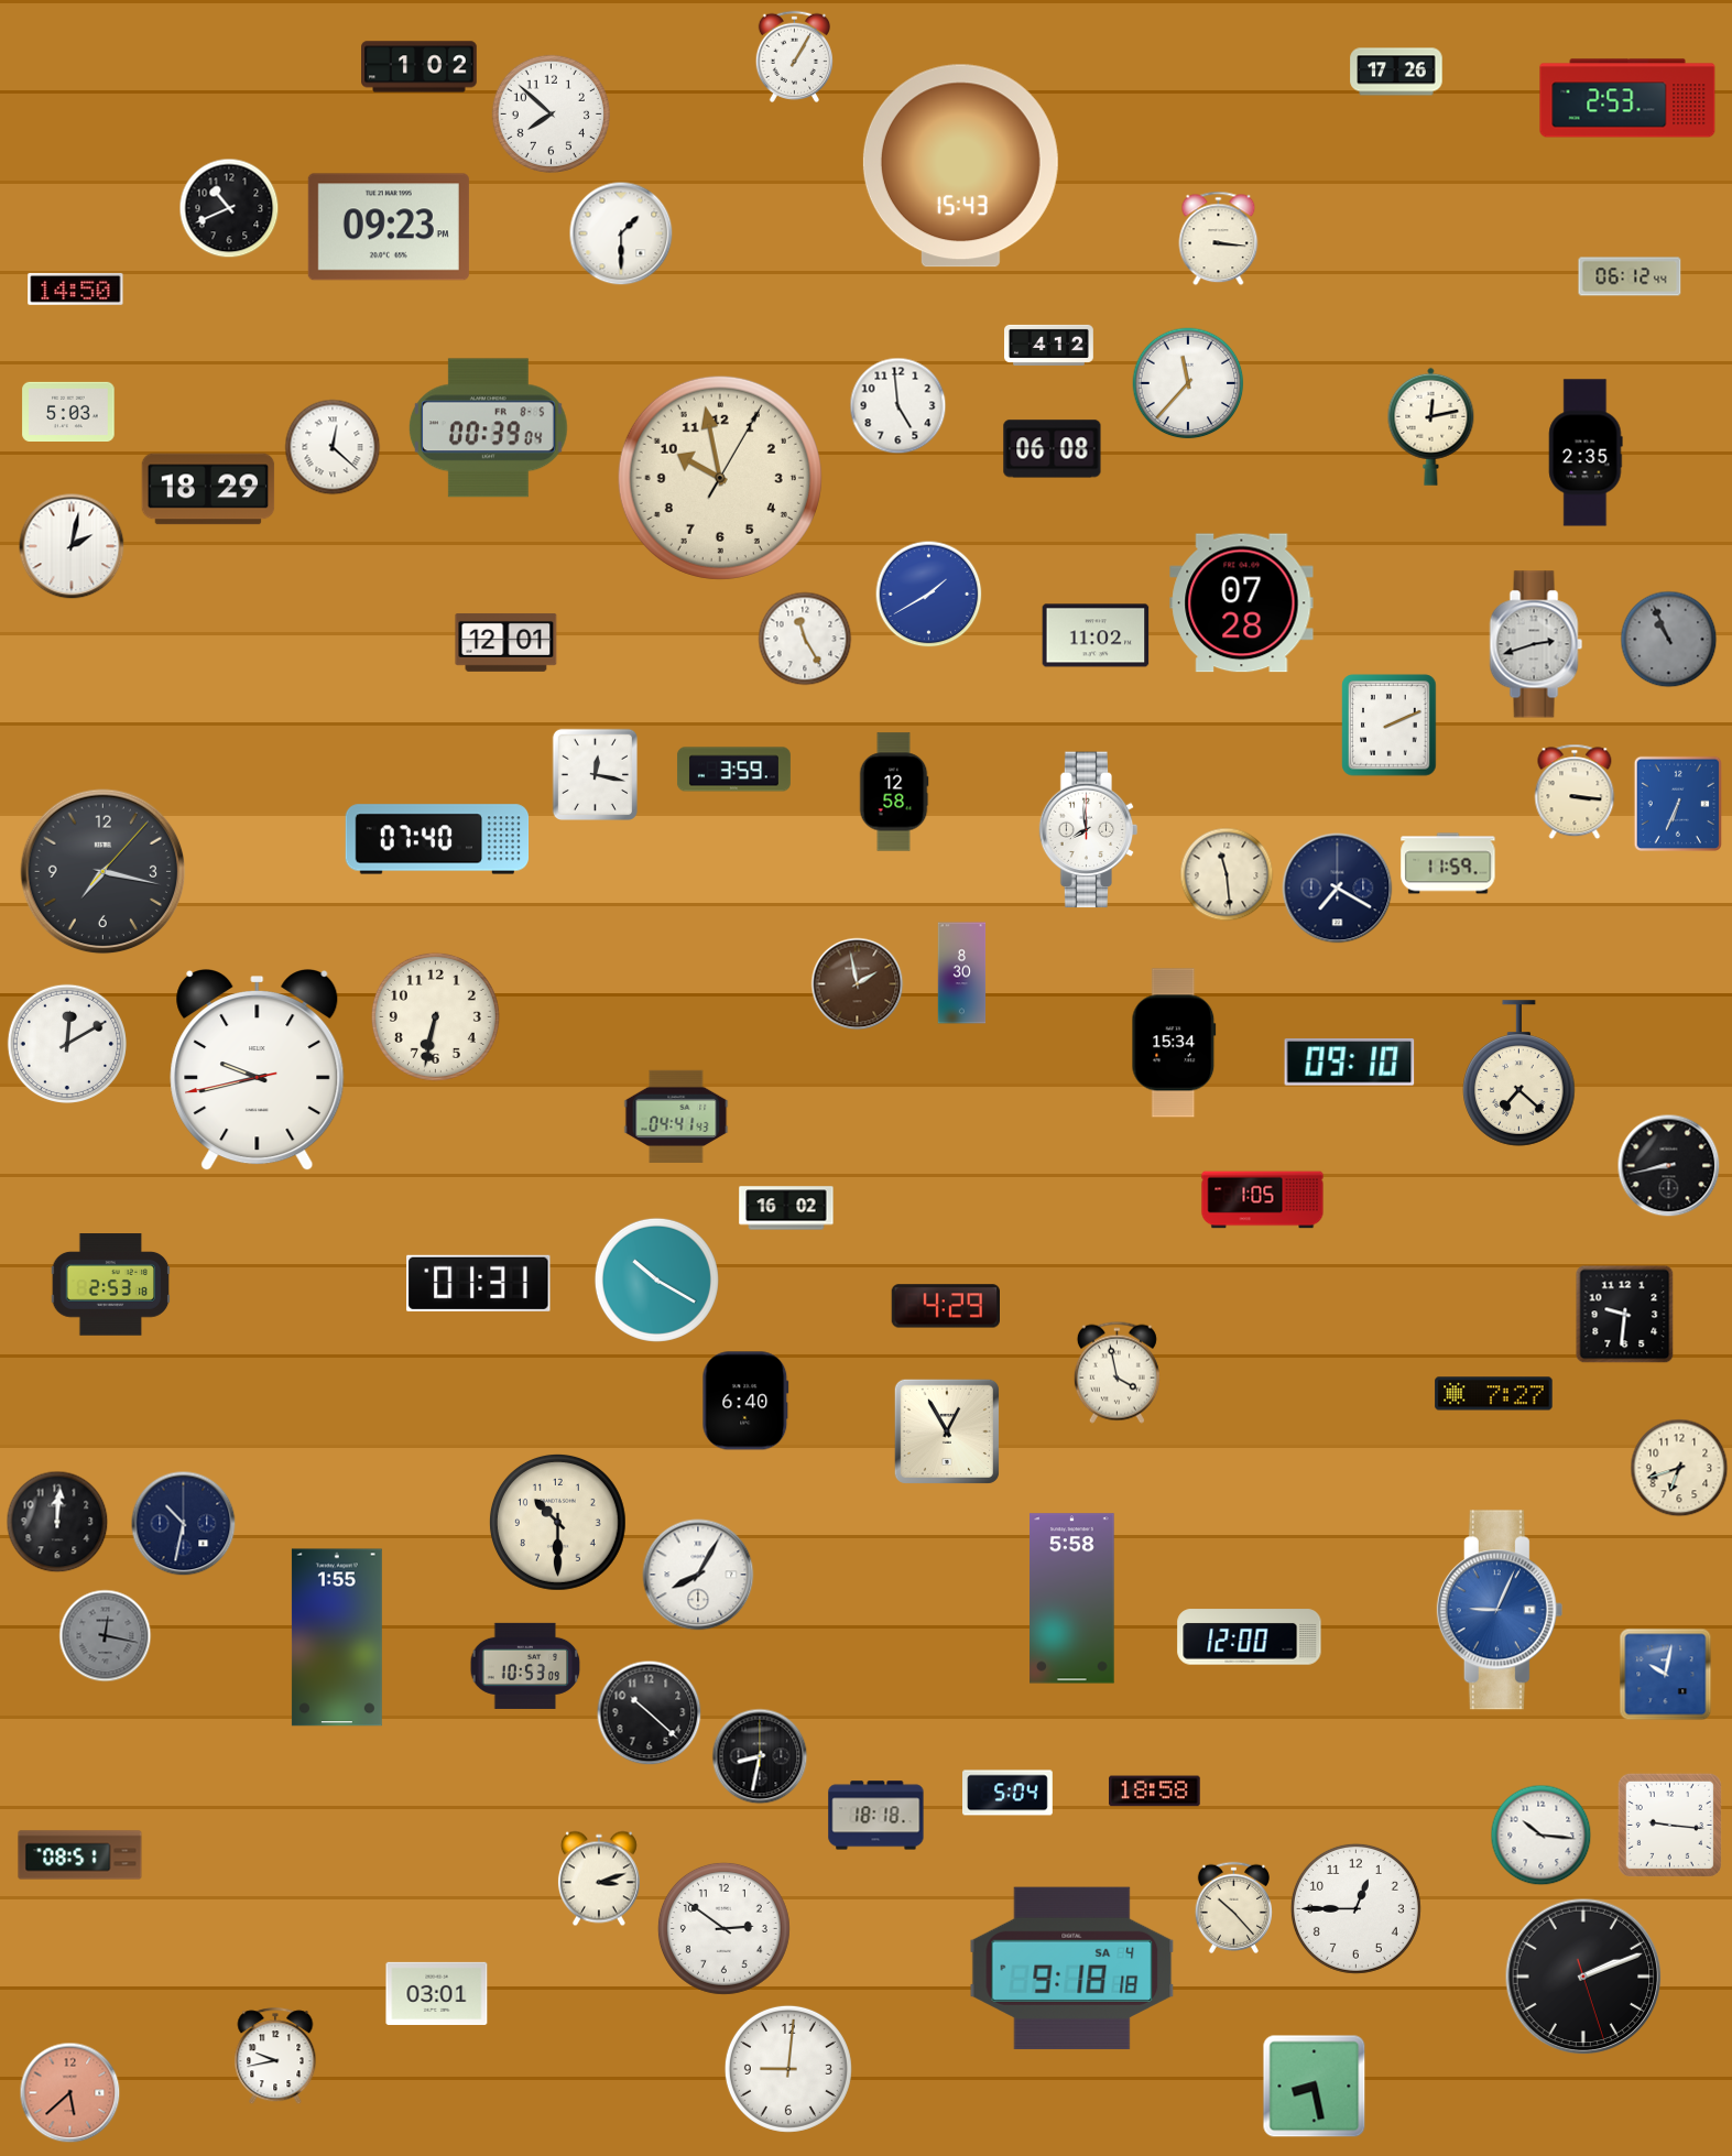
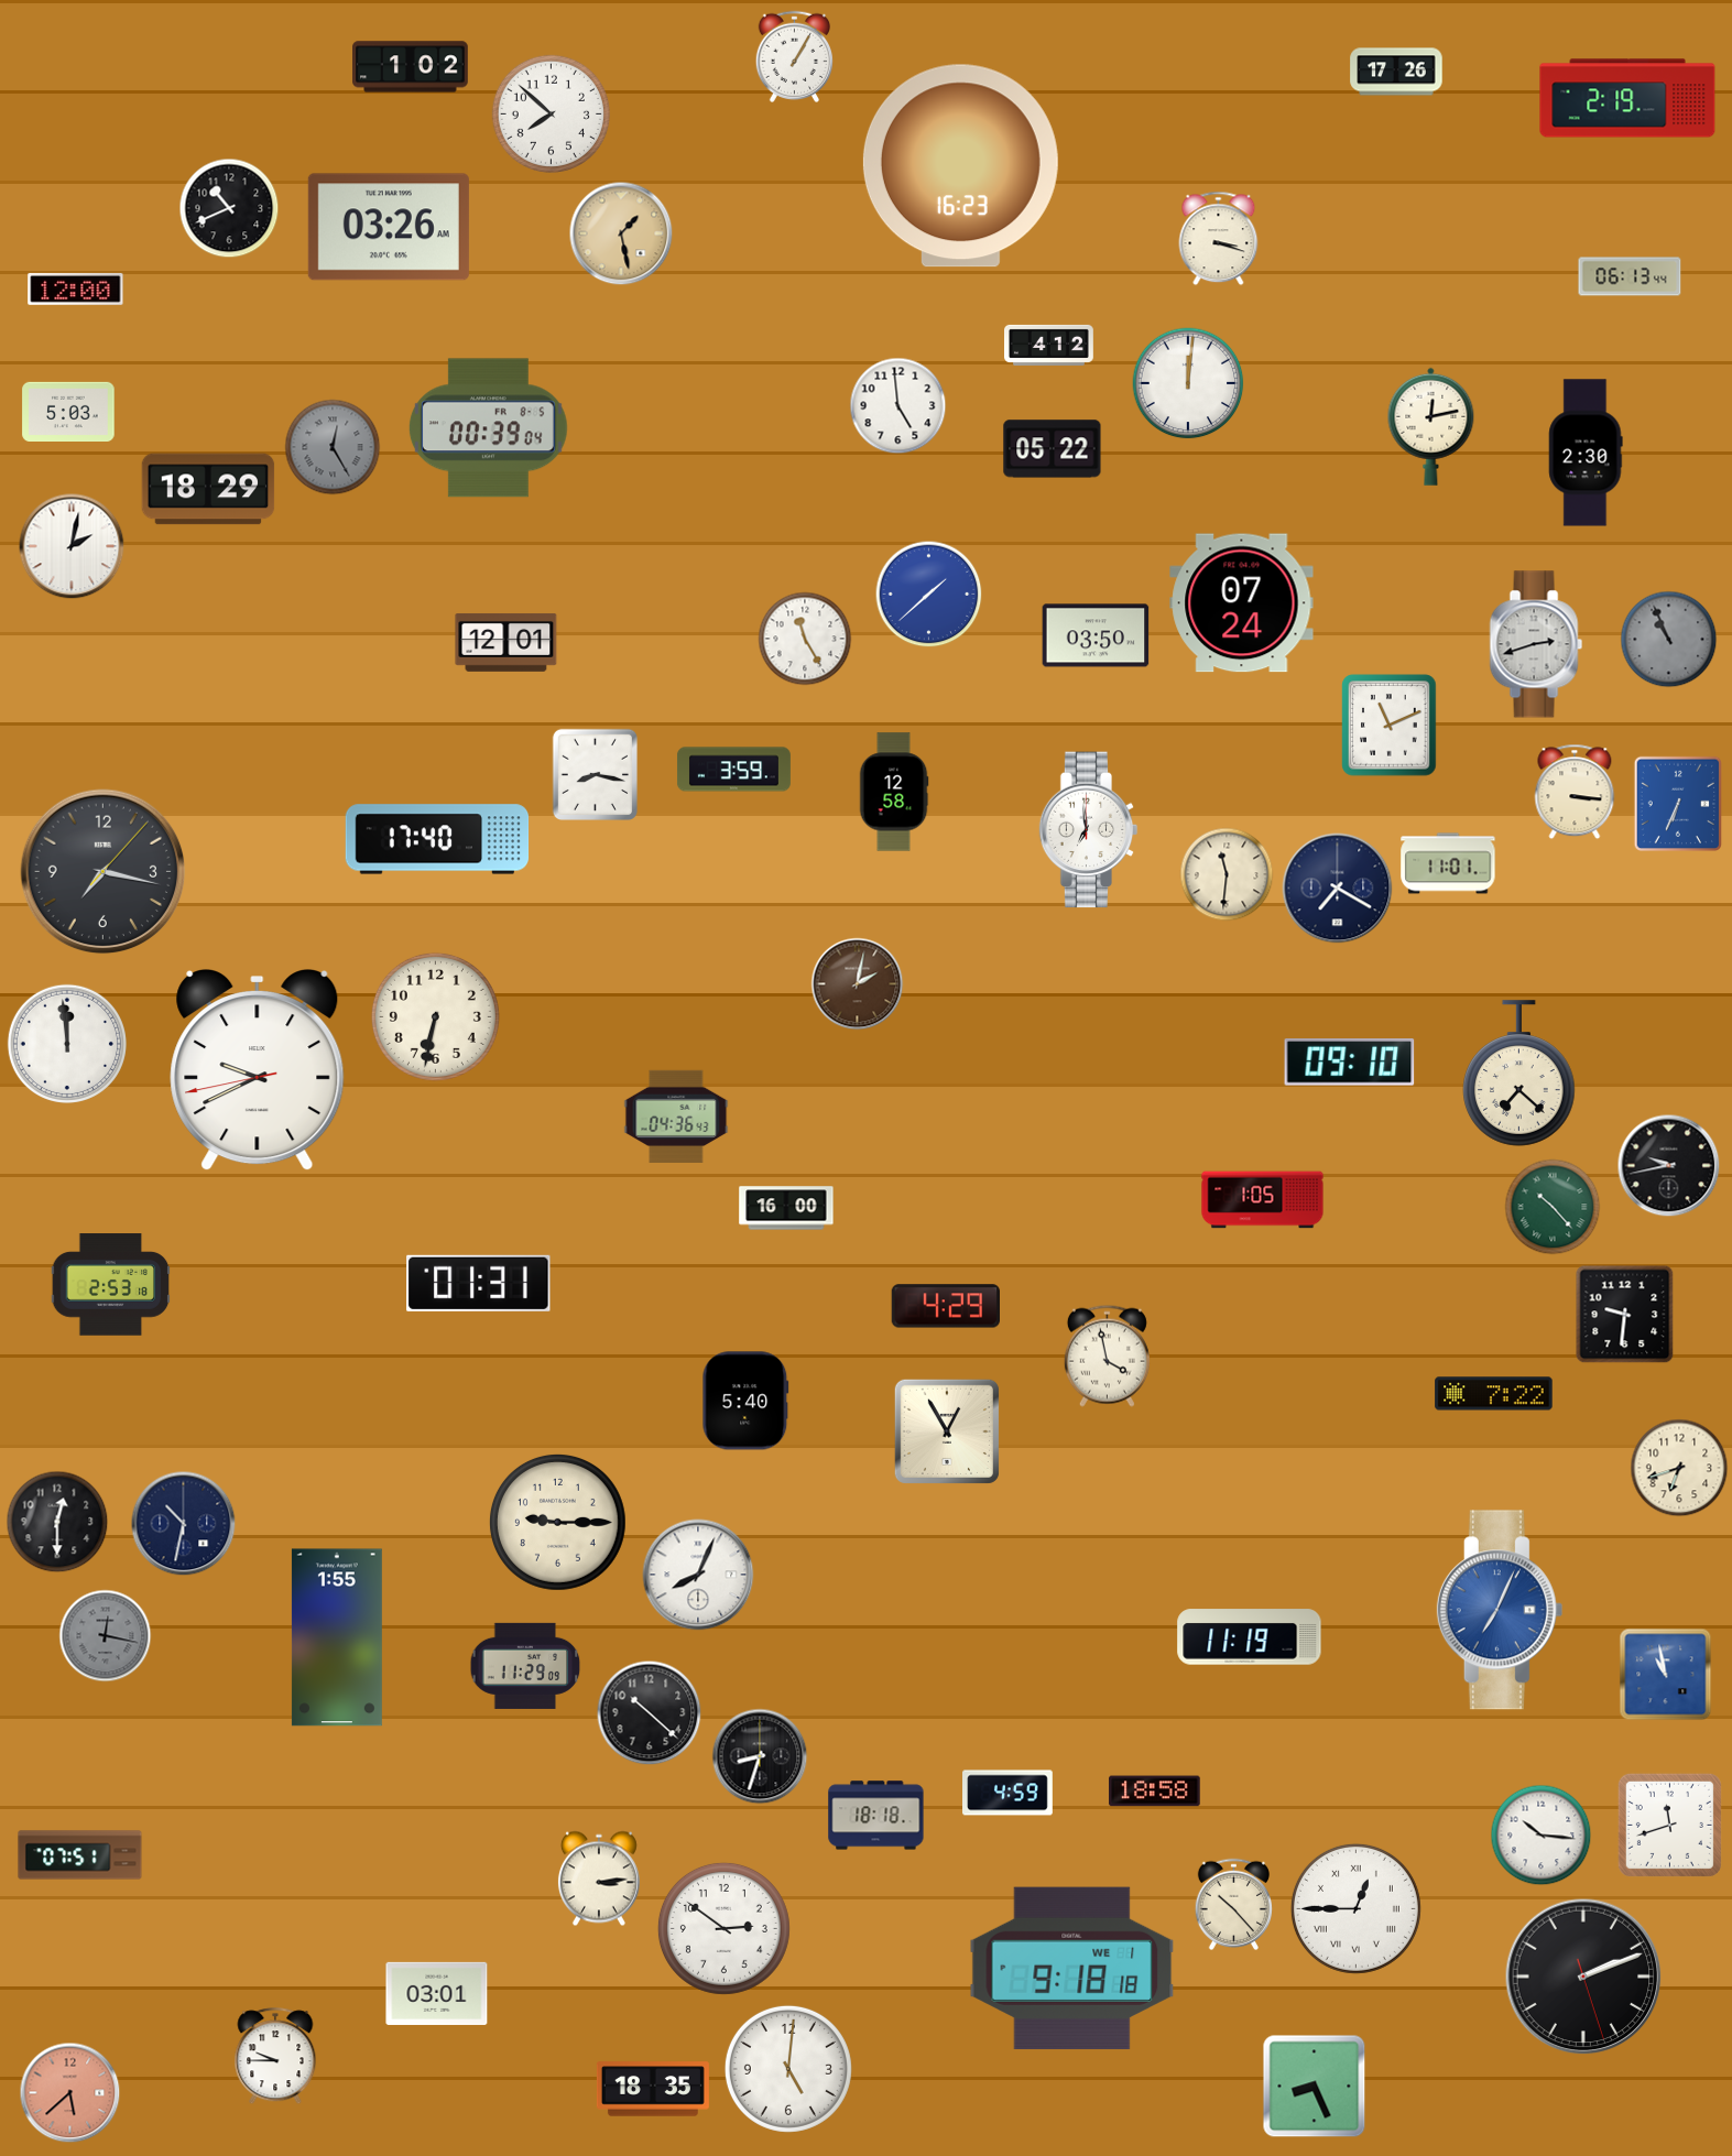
clock at (420, 67) position: (420, 67) -> (411, 67)
clock at (1627, 98): 2:53 -> 2:19
clock at (960, 166): 15:43 -> 16:23
clock at (389, 227): 09:23 -> 03:26
clock at (621, 233): 1:30 -> 1:28
clock at (621, 233) dial: white -> champagne
clock at (1219, 239): 3:16 -> 3:18
clock at (1630, 276): 06:12 -> 06:13
clock at (76, 288): 14:50 -> 12:00
clock at (1188, 383): 11:37 -> 12:01
clock at (333, 447): 12:22 -> 12:25
clock at (333, 447) dial: white -> grey
clock at (1053, 449): 06:08 -> 05:22
clock at (1586, 453): 2:35 -> 2:30
clock at (720, 478): 9:58 -> none
clock at (929, 595): 1:40 -> 1:38
clock at (1242, 603): 07:28 -> 07:24
clock at (1096, 635): 11:02 -> 03:50
clock at (1390, 726): 2:11 -> 11:11
clock at (595, 775): 12:17 -> 8:17
clock at (1089, 830): 7:59 -> 6:59
clock at (437, 839): 07:40 -> 17:40
clock at (1448, 863): 11:59 -> 11:01
clock at (1227, 874): 11:29 -> 11:31
clock at (962, 973): 8:30 -> none
clock at (858, 984): 1:58 -> 2:02
clock at (1174, 1043): 15:34 -> none
clock at (67, 1044): 12:10 -> 11:59
clock at (258, 1071): 9:42 -> 9:40
clock at (676, 1117): 04:41 -> 04:36
clock at (1669, 1166): 8:43 -> 9:43
clock at (1553, 1207): none -> 10:23
clock at (786, 1208): 16:02 -> 16:00
clock at (656, 1280): 10:20 -> none
clock at (1116, 1372) position: (1116, 1372) -> (1107, 1355)
clock at (1494, 1394): 7:27 -> 7:22
clock at (745, 1401): 6:40 -> 5:40
clock at (57, 1522): 12:01 -> 12:30
clock at (558, 1523): 10:30 -> 9:15
clock at (698, 1575): 8:05 -> 8:04
clock at (1072, 1599): 5:58 -> none
clock at (1500, 1610): 9:04 -> 7:04
clock at (1250, 1637): 12:00 -> 11:19
clock at (525, 1666): 10:53 -> 11:29
clock at (1666, 1675): 10:02 -> 10:58
clock at (760, 1756): 8:32 -> 8:33
clock at (1007, 1793): 5:04 -> 4:59
clock at (1669, 1825): 9:16 -> 11:42
clock at (80, 1855): 08:51 -> 07:51
clock at (599, 1879): 3:12 -> 3:14
clock at (1233, 1907) position: (1233, 1907) -> (1233, 1904)
clock at (1355, 1908) numerals: Arabic -> Roman
clock at (1072, 1969) date: SA 4 -> WE 1
clock at (275, 2057): 9:43 -> 9:45
clock at (788, 2069): 9:01 -> 5:01
clock at (1315, 2087): 8:28 -> 8:26
clock at (653, 2089): none -> 18:35
